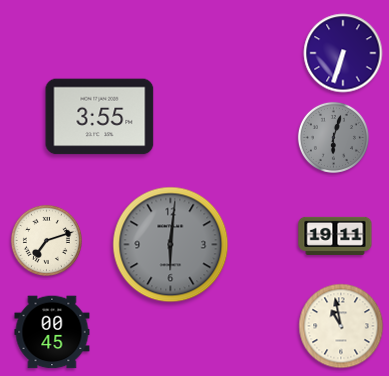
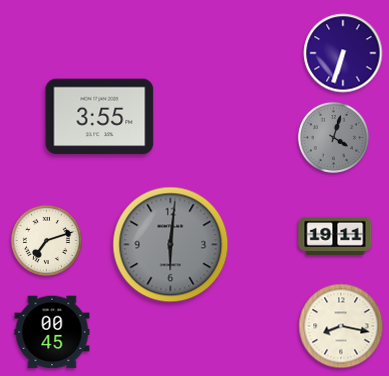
clock at (333, 137): 6:03 -> 4:03
clock at (341, 326): 10:58 -> 8:17
